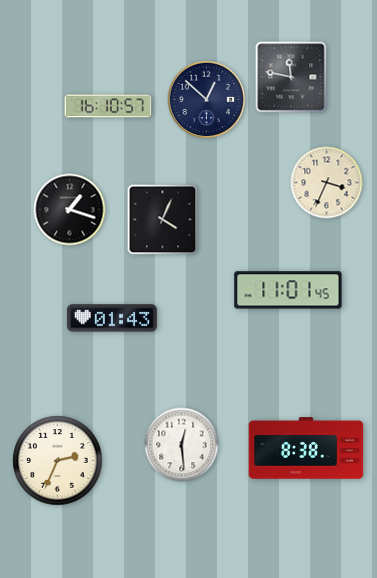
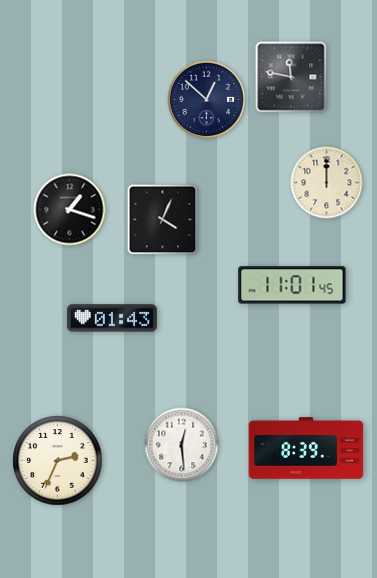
clock at (108, 106): 16:10 -> none
clock at (327, 183): 3:34 -> 12:00
clock at (288, 290) position: (288, 290) -> (292, 285)
clock at (306, 448): 8:38 -> 8:39
